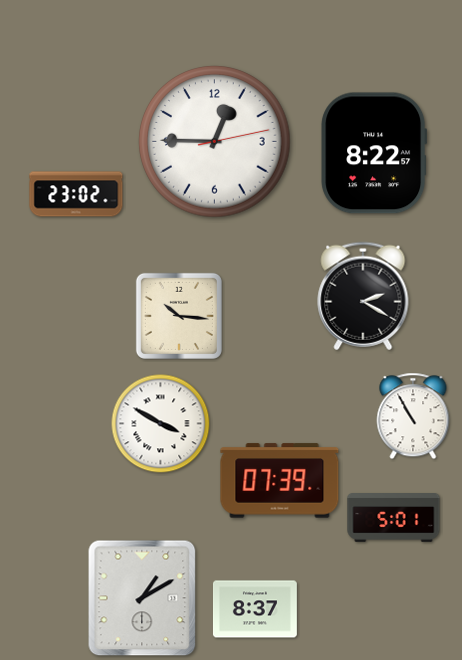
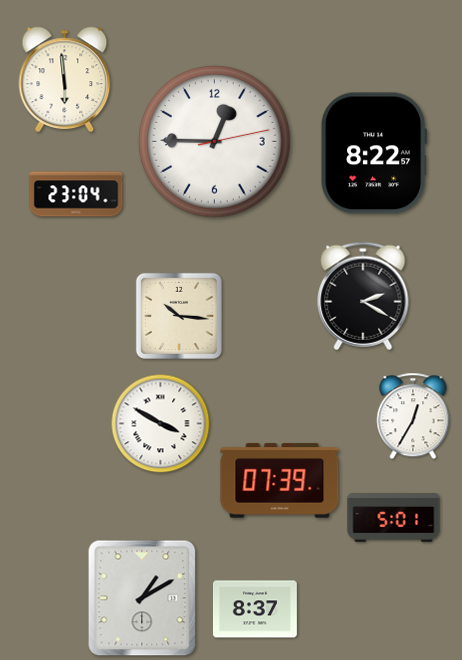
clock at (65, 80): none -> 5:59
clock at (76, 194): 23:02 -> 23:04
clock at (413, 416): 10:55 -> 12:35
